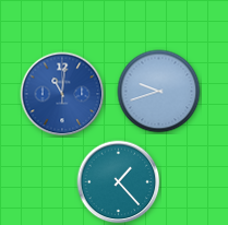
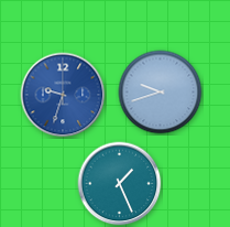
clock at (62, 94): 11:01 -> 9:33
clock at (119, 182): 1:23 -> 1:26
